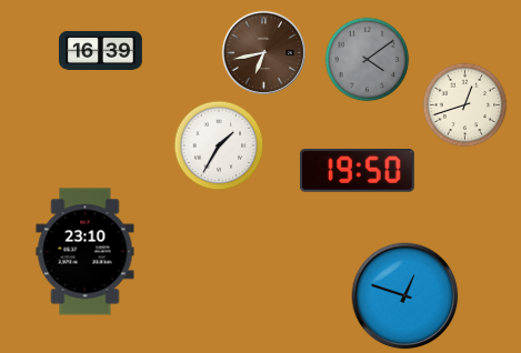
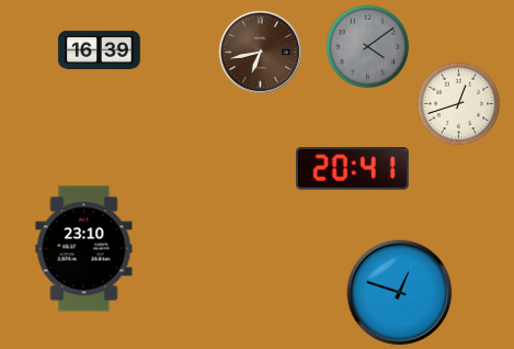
clock at (368, 60) position: (368, 60) -> (368, 47)
clock at (219, 145): 1:35 -> none
clock at (357, 171): 19:50 -> 20:41
